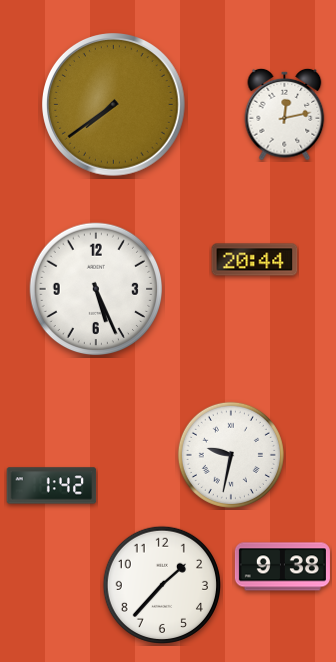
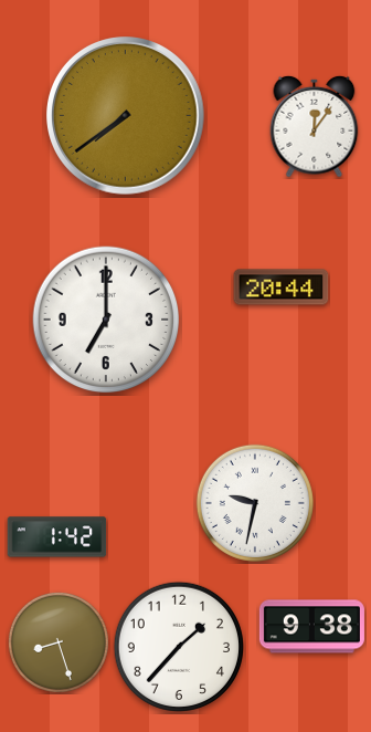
clock at (285, 114): 12:13 -> 12:06
clock at (96, 289): 5:26 -> 7:00
clock at (59, 642): none -> 8:27
